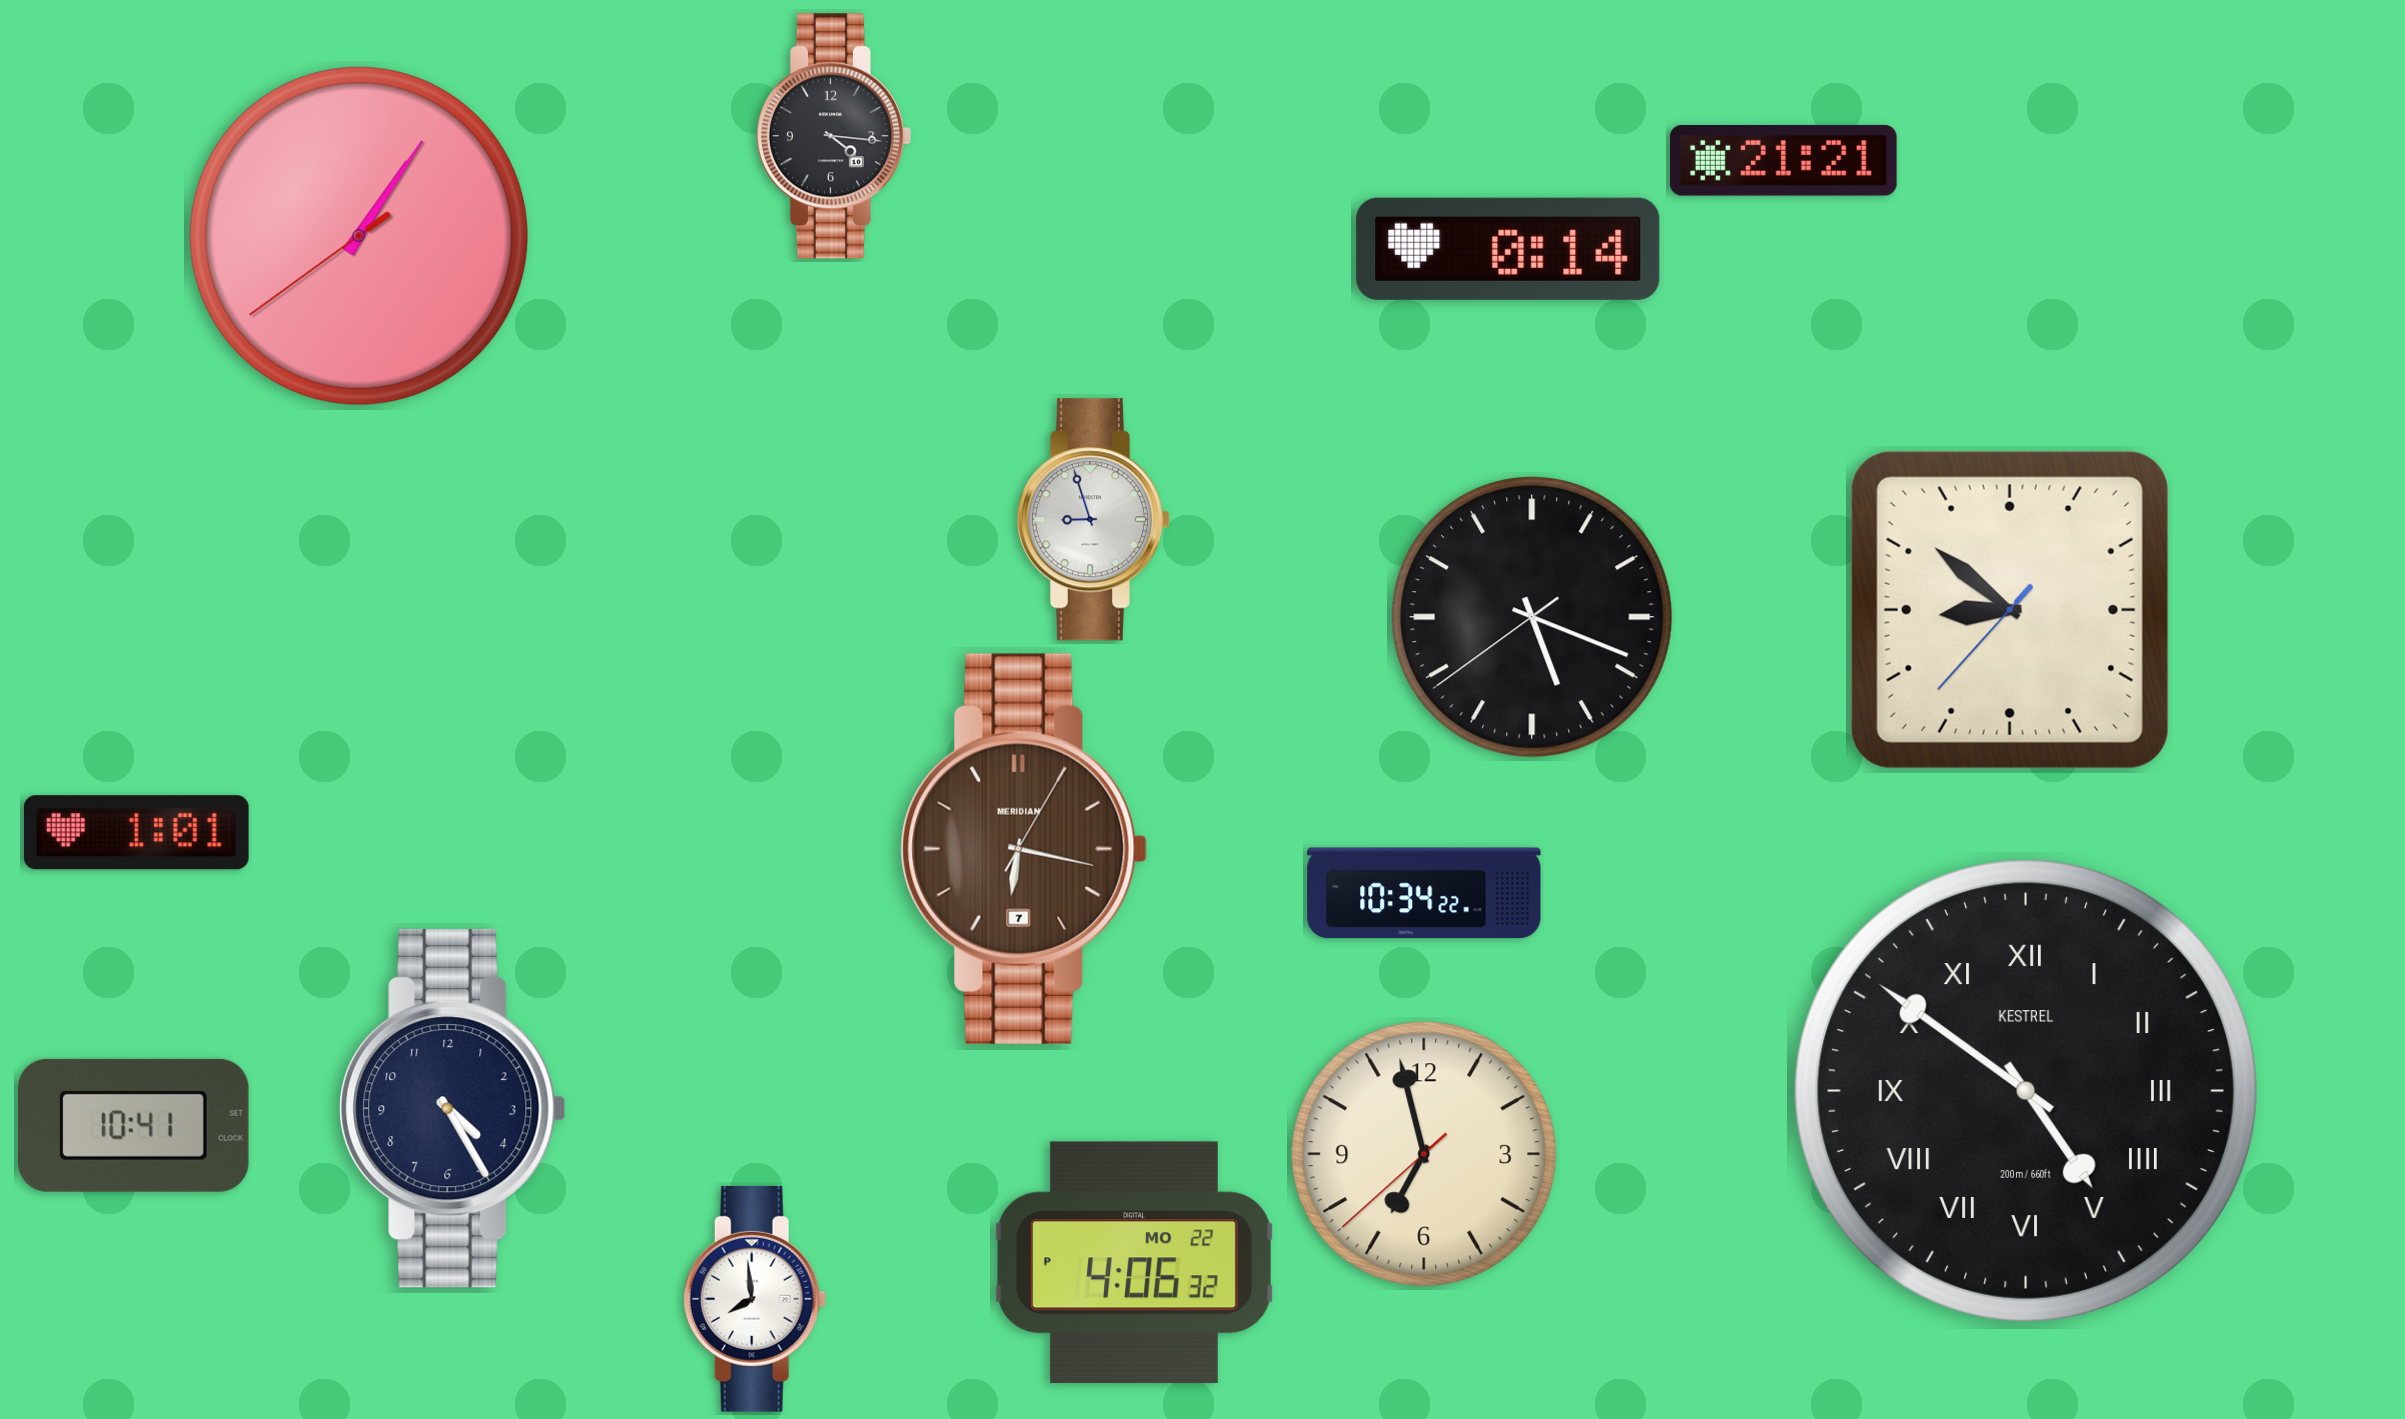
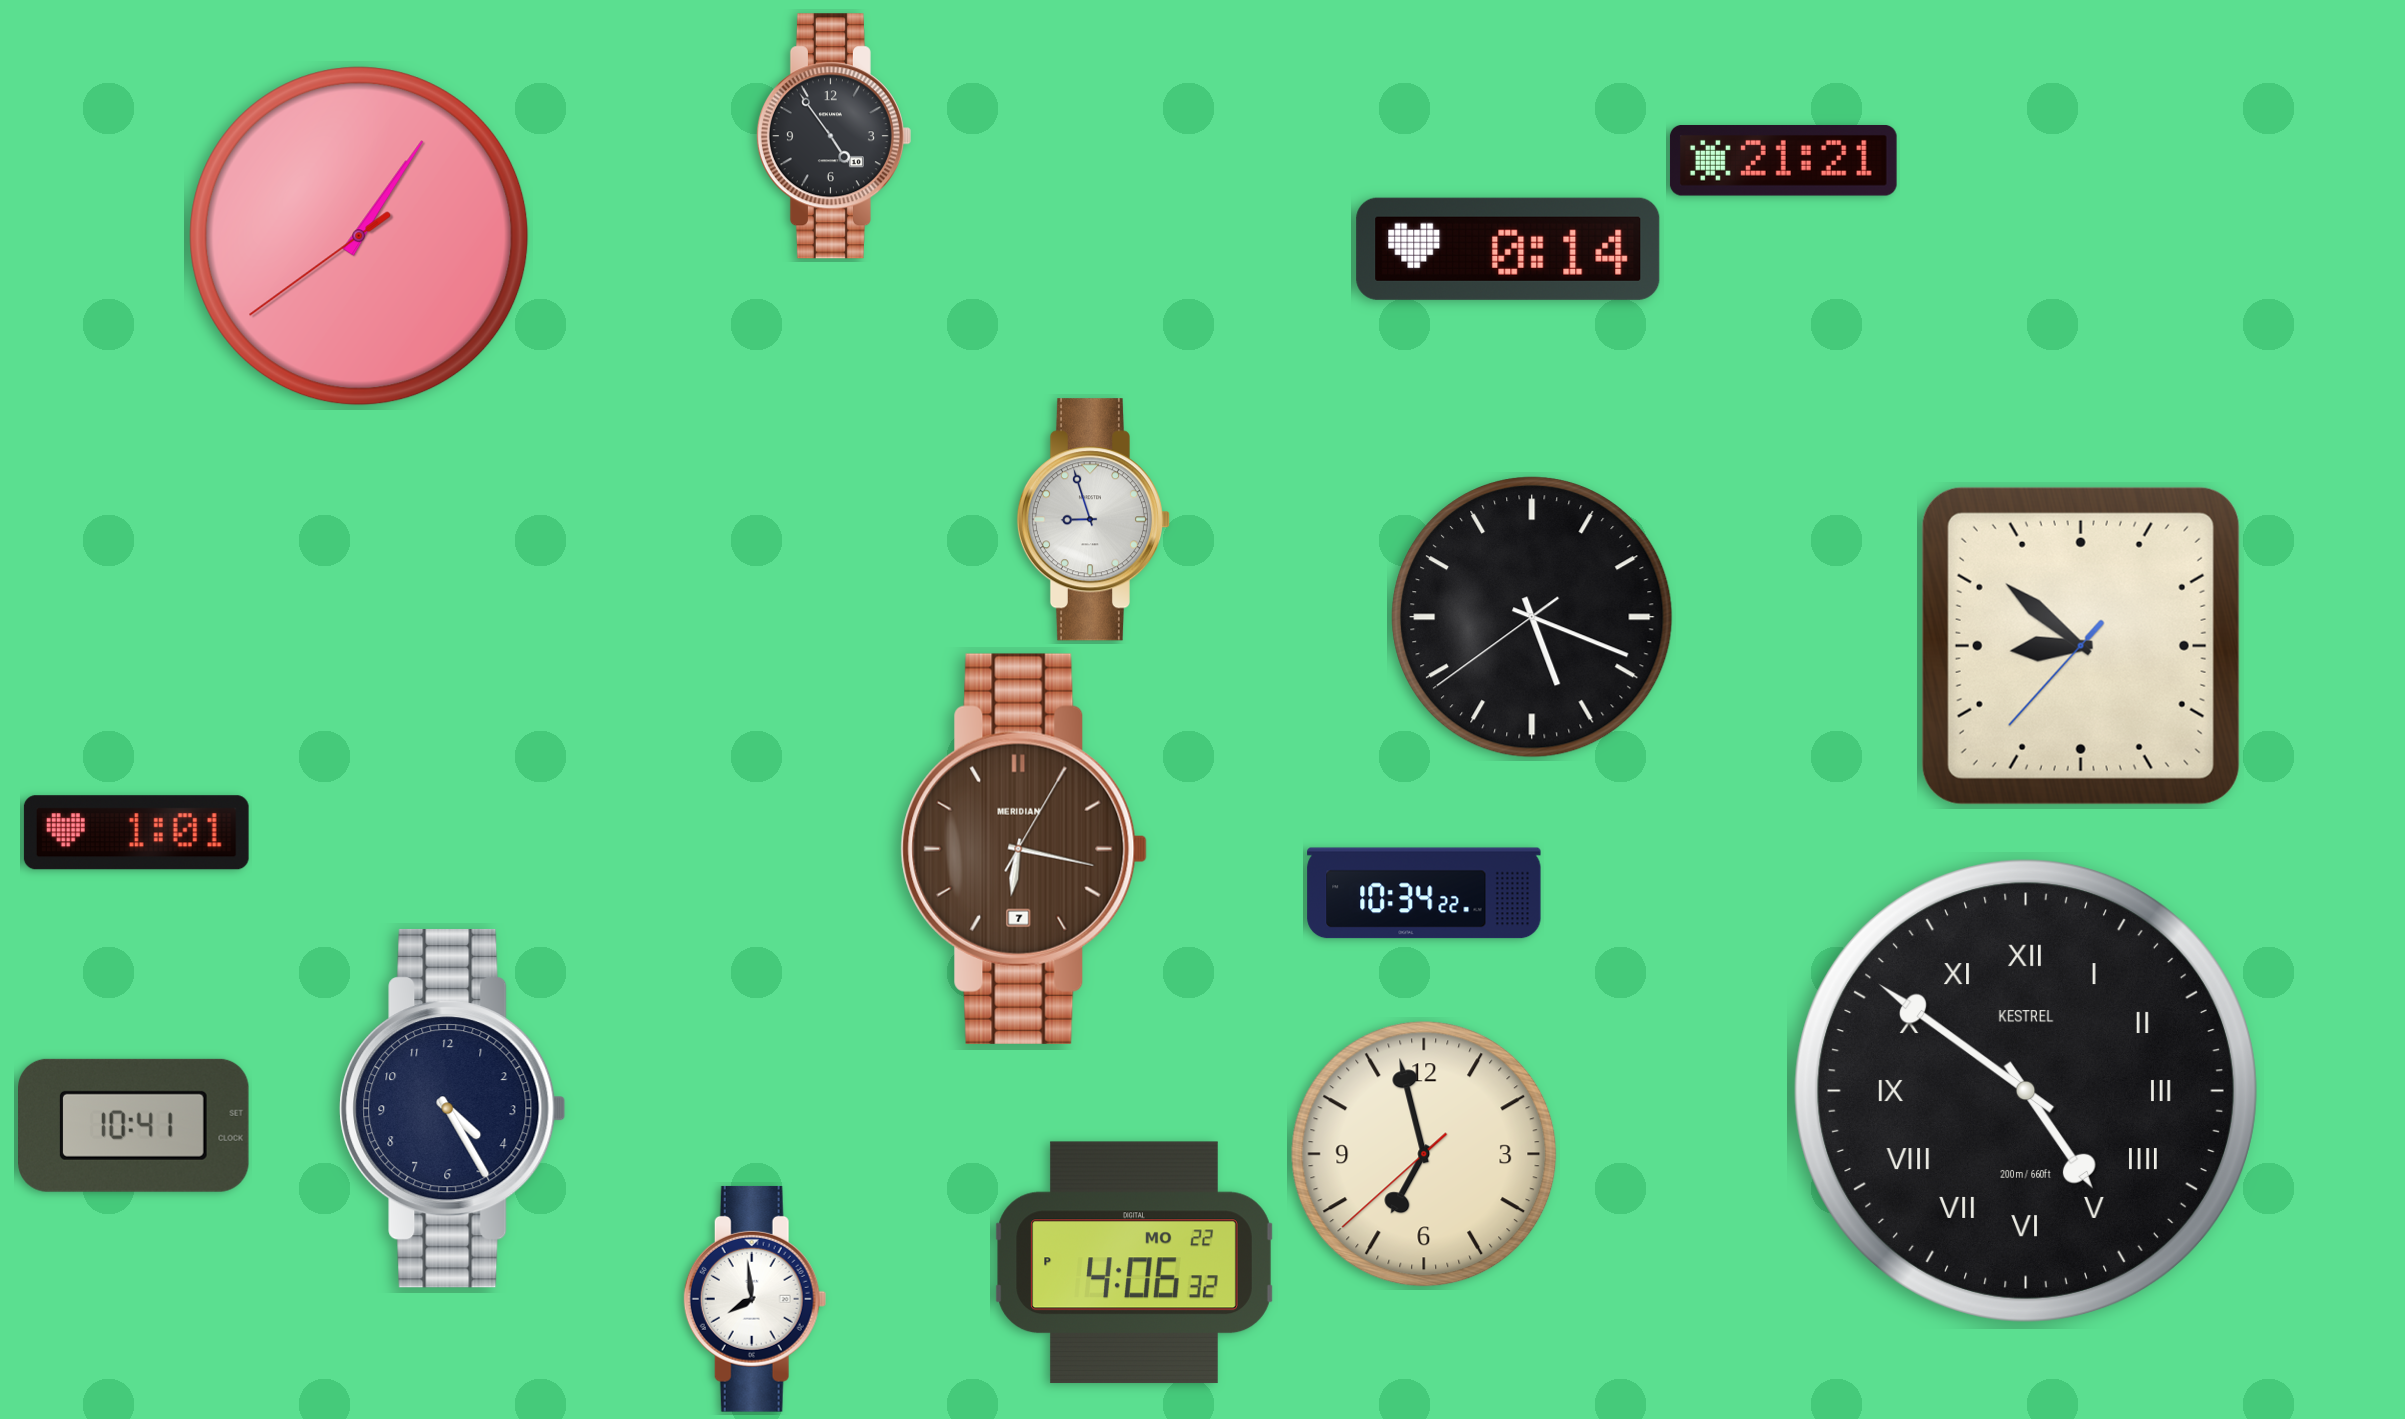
clock at (833, 136): 4:16 -> 4:54
clock at (2010, 610) position: (2010, 610) -> (2081, 646)
